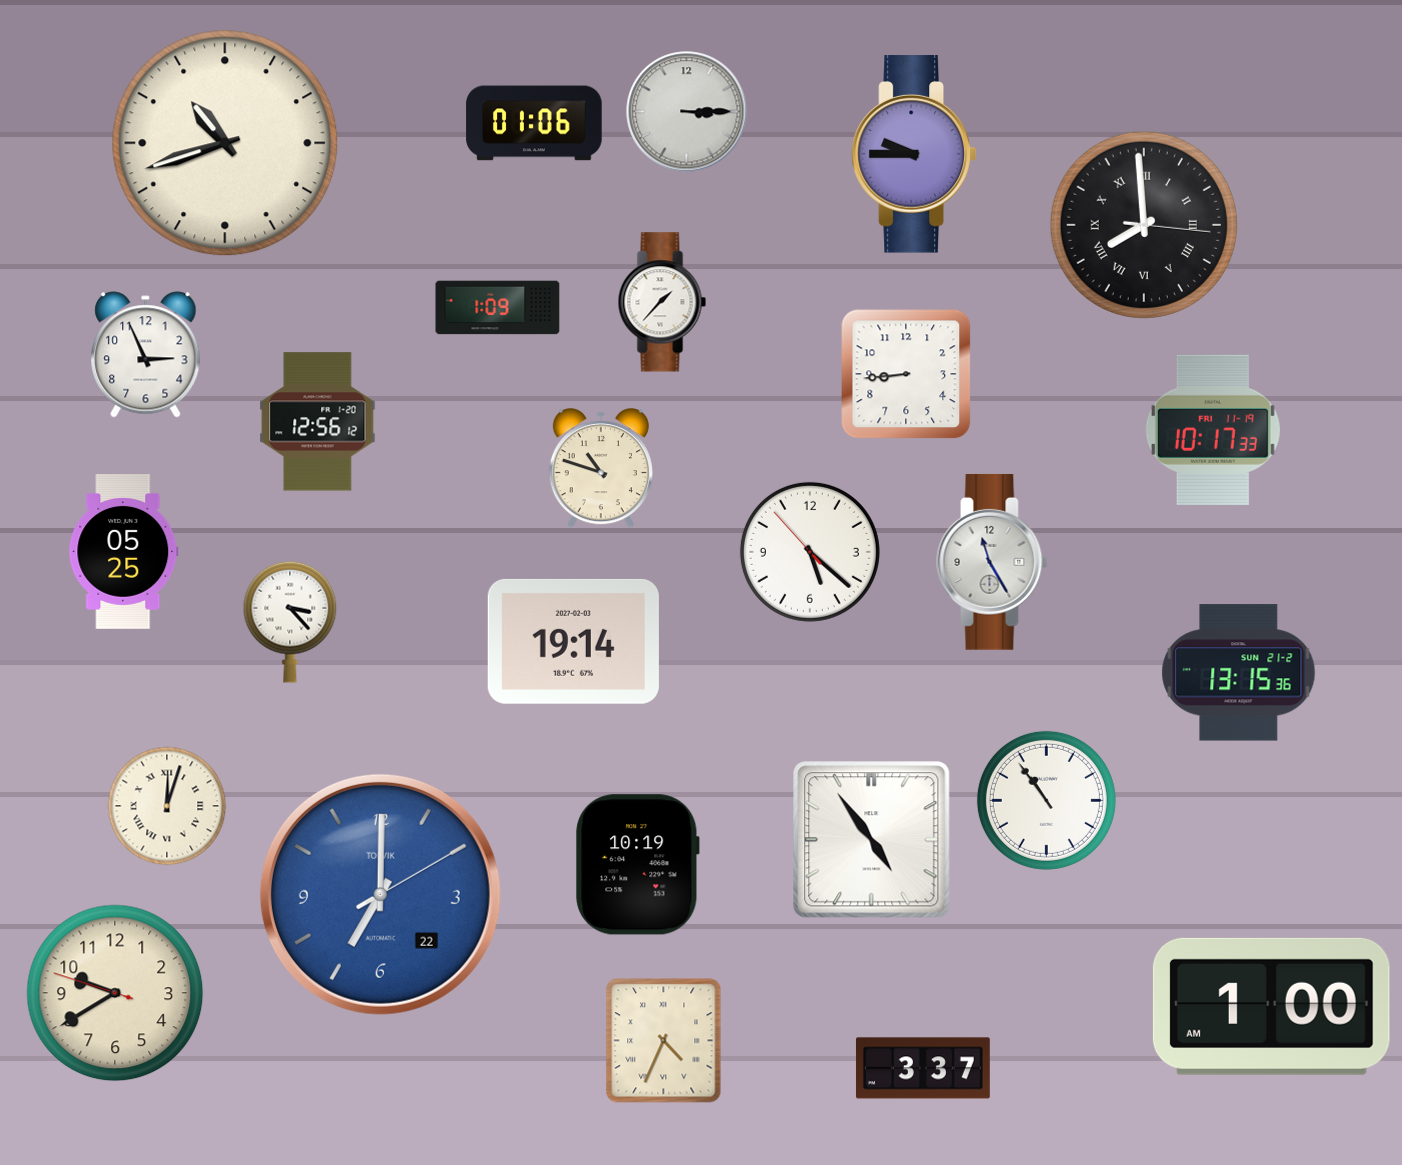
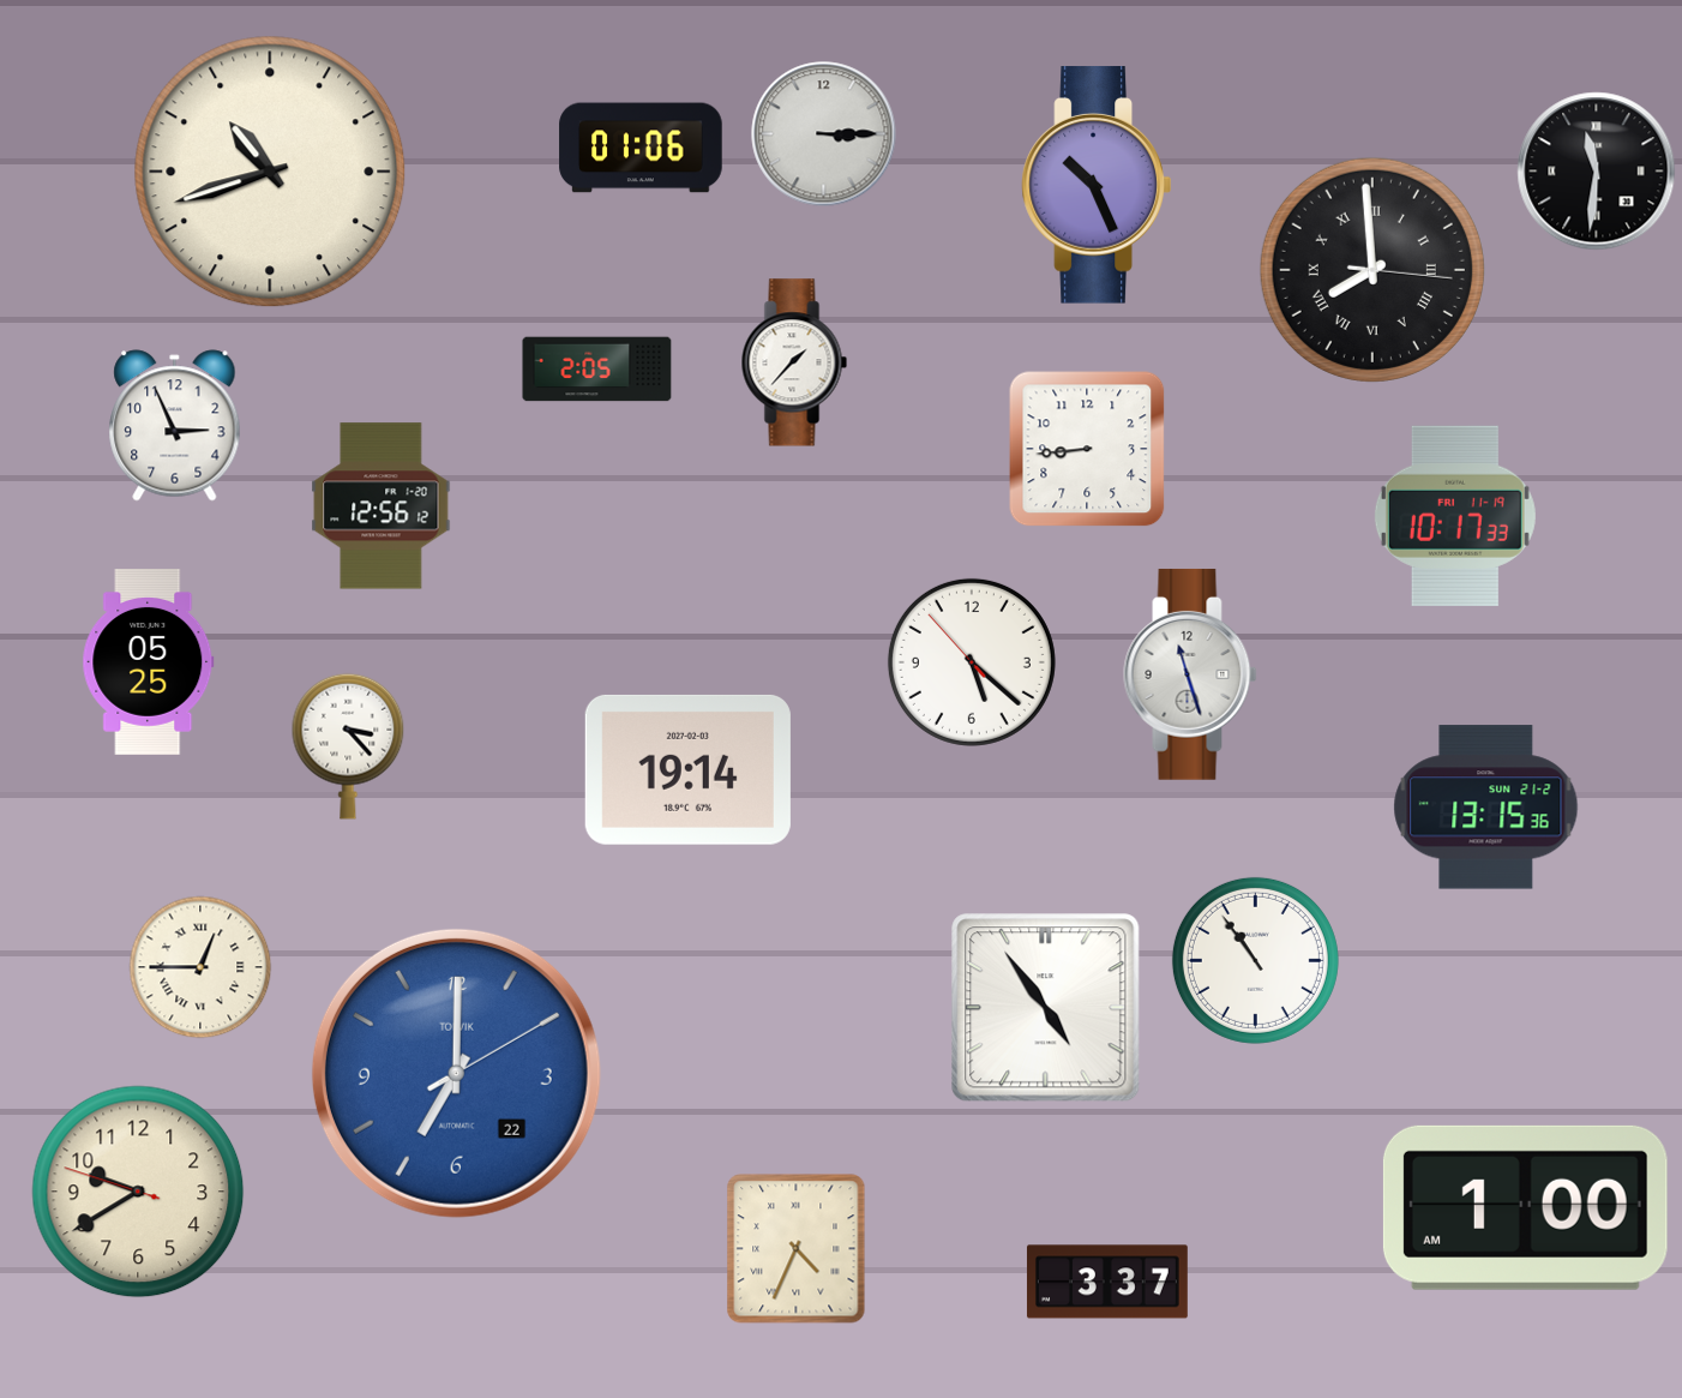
clock at (1597, 172): none -> 11:31
clock at (914, 154): 9:45 -> 10:26
clock at (498, 308): 1:09 -> 2:05
clock at (601, 469): 10:48 -> none
clock at (992, 562): 11:25 -> 11:27
clock at (167, 806): 12:03 -> 12:45
clock at (638, 865): 10:19 -> none
